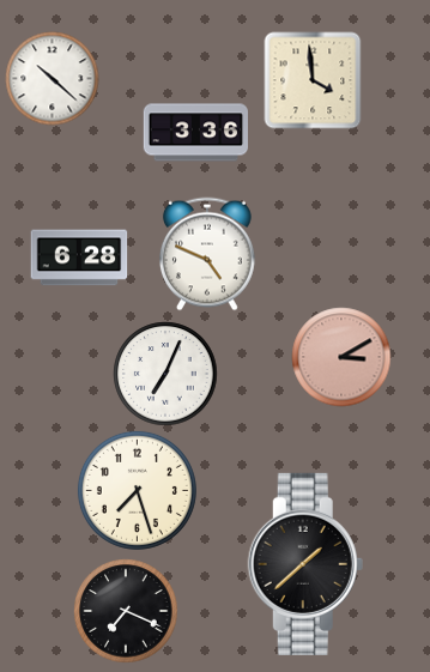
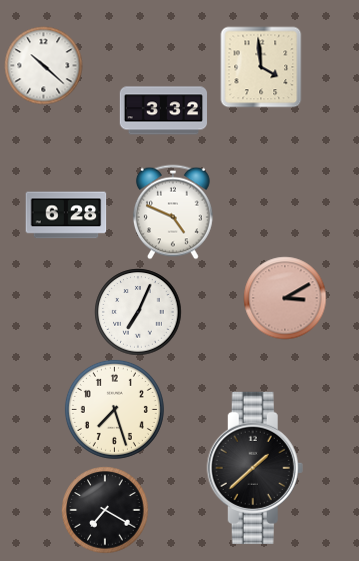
clock at (195, 133): 3:36 -> 3:32
clock at (305, 564) position: (305, 564) -> (255, 468)
clock at (126, 611): 7:19 -> 7:20
